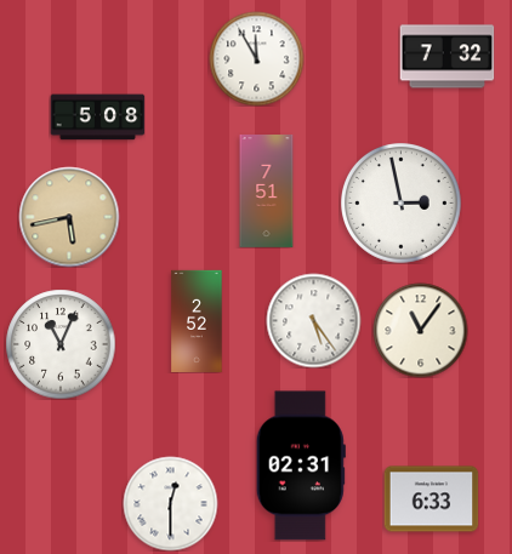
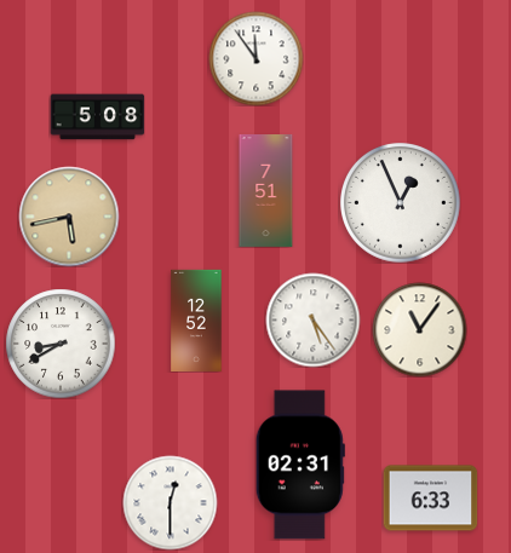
clock at (446, 57): 7:32 -> none
clock at (256, 58): 11:55 -> 11:54
clock at (402, 204): 2:58 -> 12:56
clock at (197, 320): 2:52 -> 12:52
clock at (61, 344): 11:04 -> 8:40
